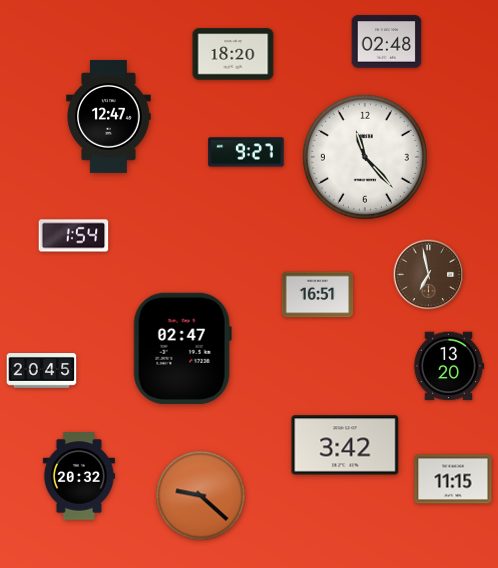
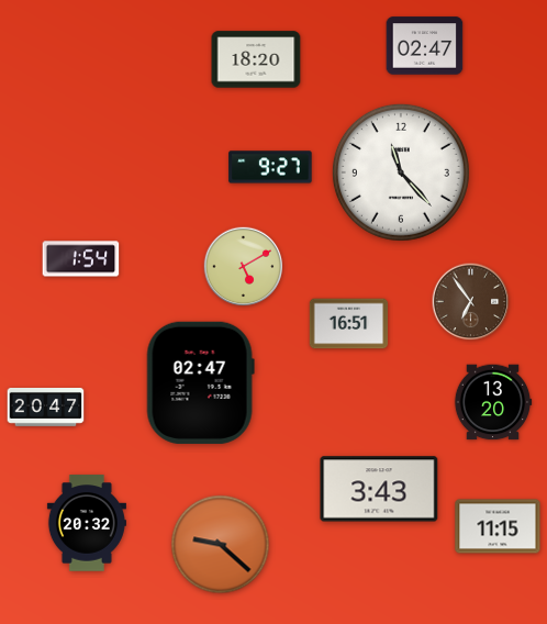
clock at (387, 42): 02:48 -> 02:47
clock at (109, 116): 12:47 -> none
clock at (244, 267): none -> 5:10
clock at (429, 275): 6:58 -> 6:54
clock at (42, 371): 20:45 -> 20:47
clock at (345, 445): 3:42 -> 3:43
